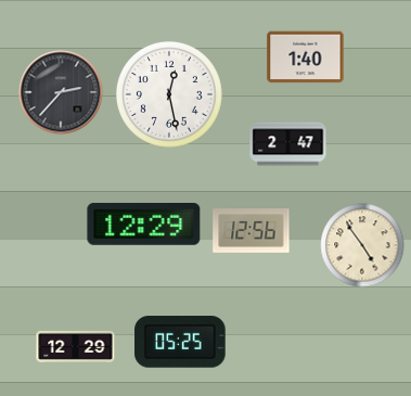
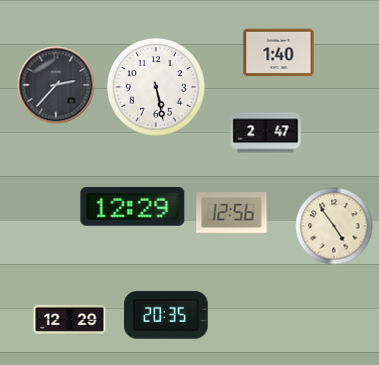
clock at (306, 58) position: (306, 58) -> (279, 53)
clock at (169, 94): 12:28 -> 5:28
clock at (180, 342): 05:25 -> 20:35
